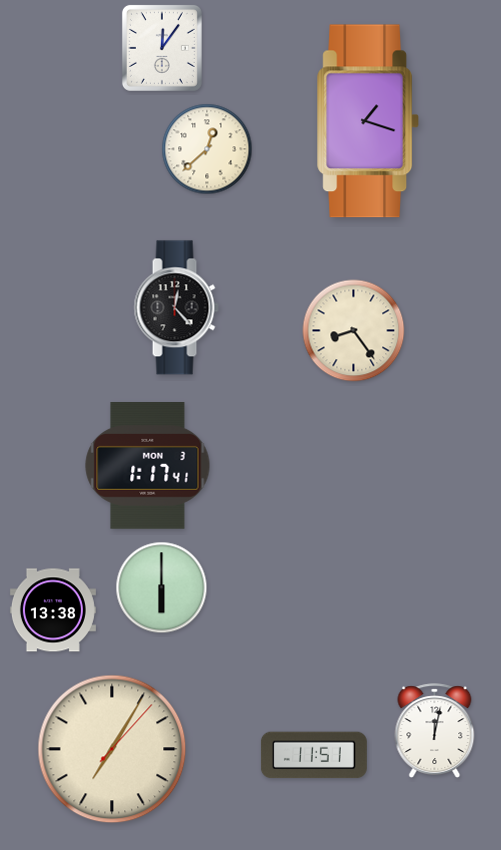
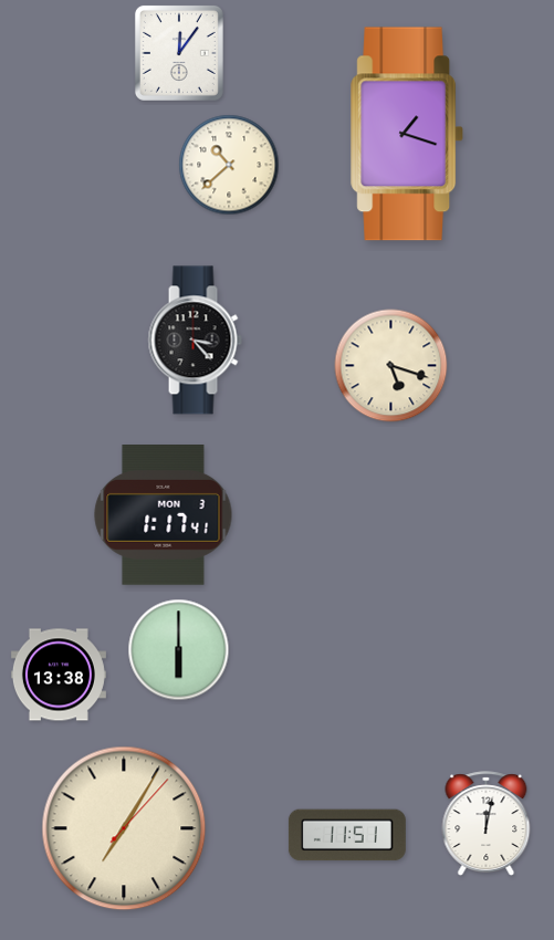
clock at (207, 149): 12:38 -> 10:38
clock at (176, 308): 12:23 -> 3:23
clock at (354, 331): 8:24 -> 5:18
clock at (435, 731) position: (435, 731) -> (487, 824)
